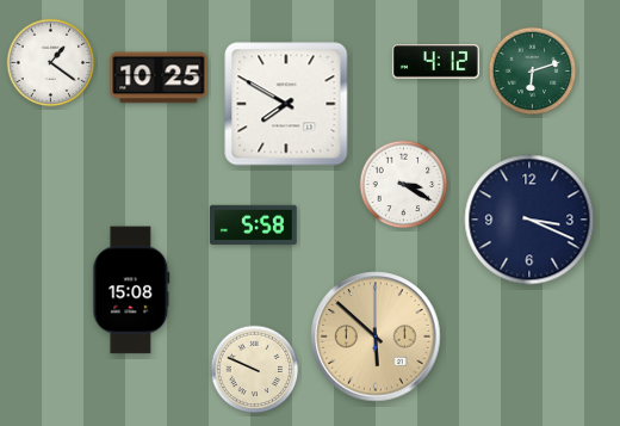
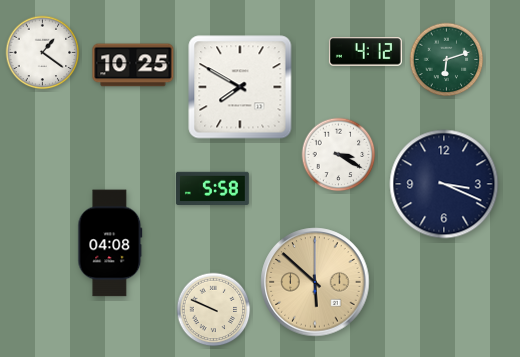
clock at (131, 290): 15:08 -> 04:08
